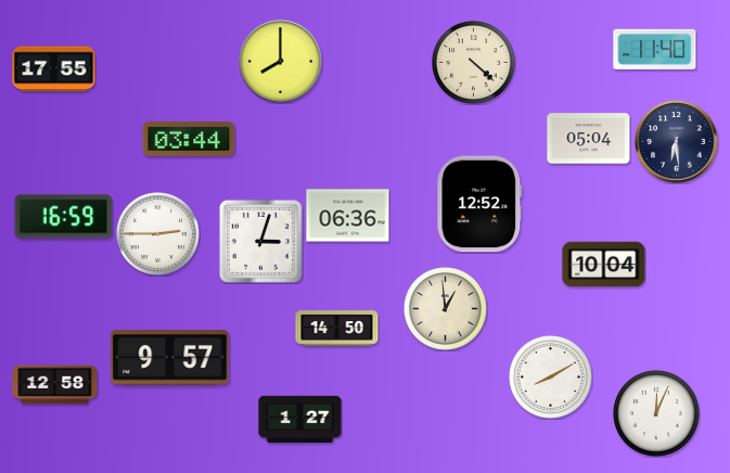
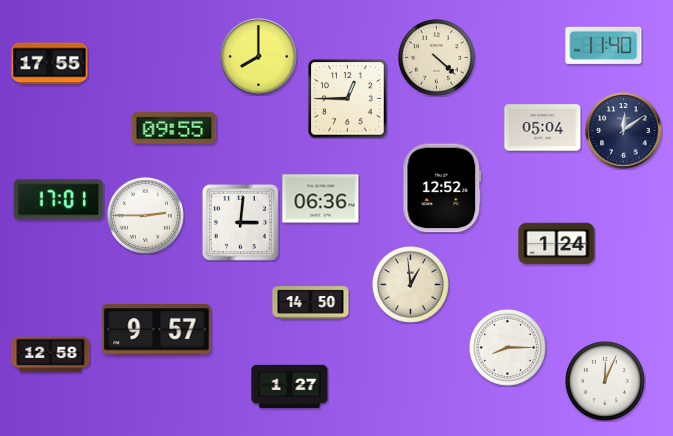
clock at (348, 99): none -> 12:45
clock at (189, 139): 03:44 -> 09:55
clock at (677, 142): 6:29 -> 12:09
clock at (64, 217): 16:59 -> 17:01
clock at (260, 241): 3:03 -> 3:01
clock at (604, 265): 10:04 -> 1:24
clock at (551, 378): 8:10 -> 8:15
clock at (300, 419) position: (300, 419) -> (290, 386)
